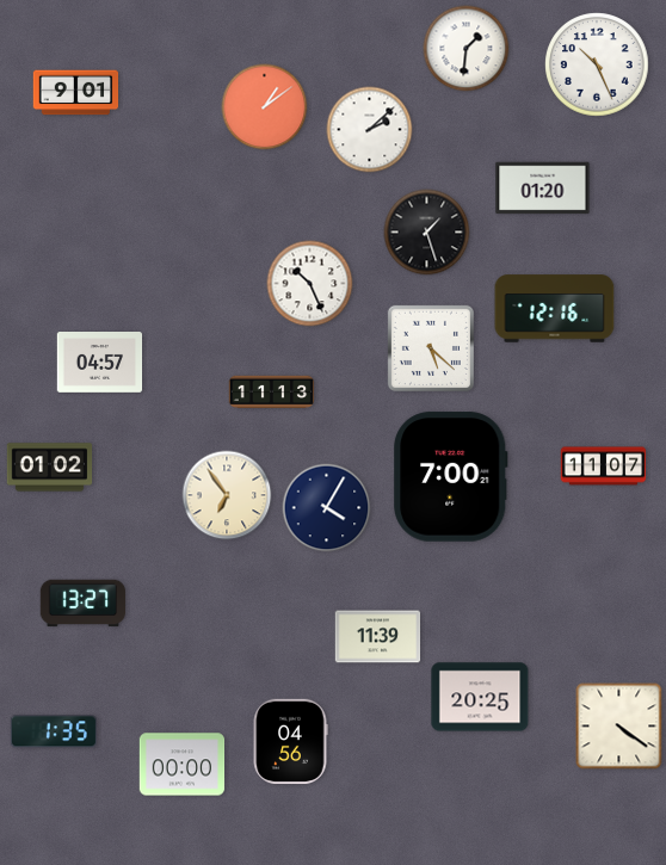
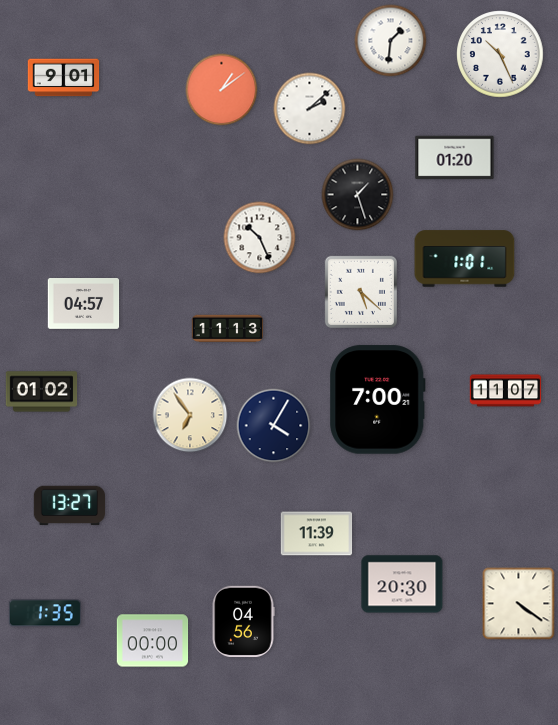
clock at (555, 309): 12:16 -> 1:01
clock at (480, 697): 20:25 -> 20:30
clock at (619, 727) position: (619, 727) -> (519, 604)
